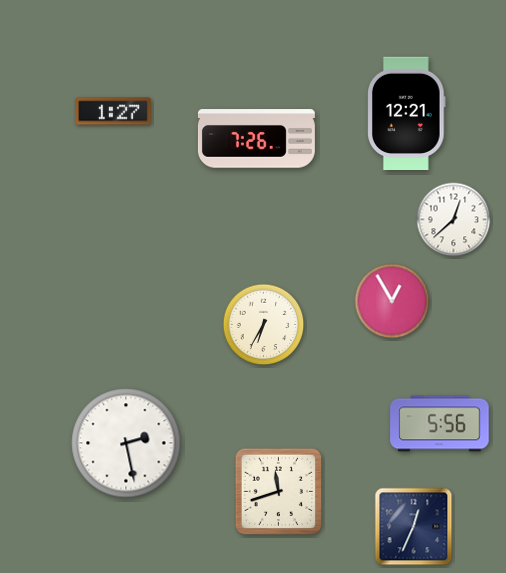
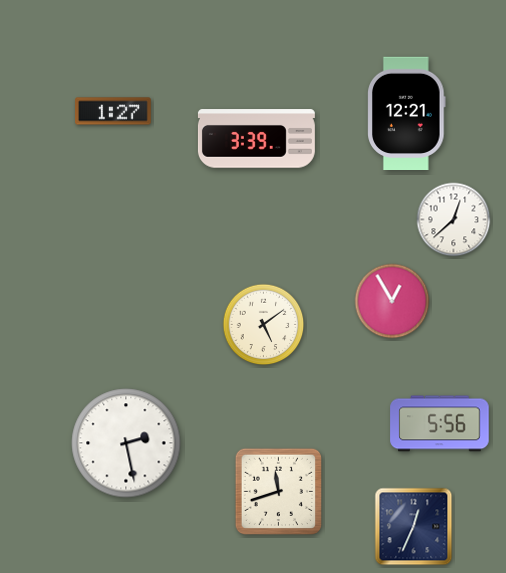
clock at (256, 139): 7:26 -> 3:39
clock at (264, 325): 6:35 -> 5:09
